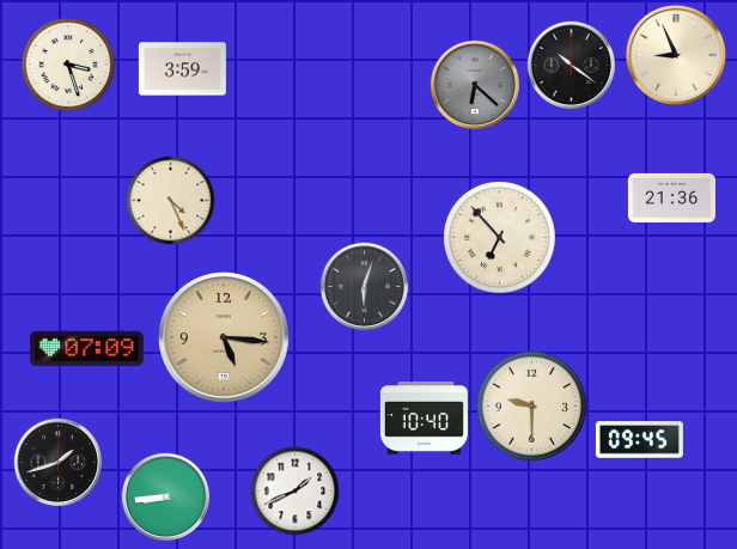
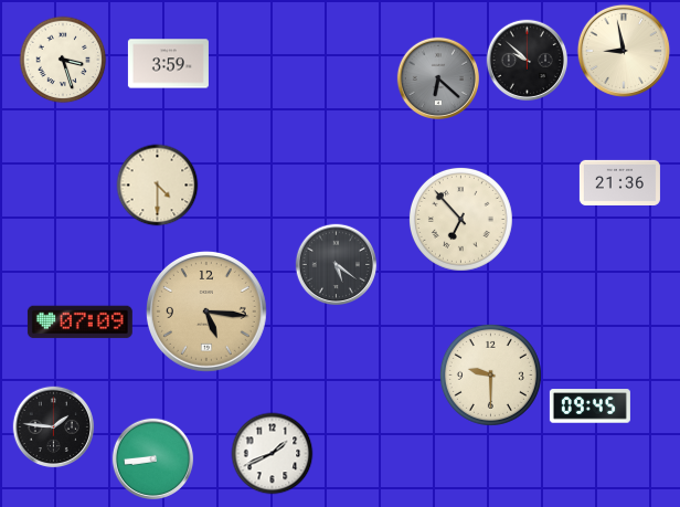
clock at (676, 55): 8:56 -> 8:58
clock at (572, 66): 10:21 -> 9:52
clock at (171, 201): 4:26 -> 4:30
clock at (365, 287): 6:03 -> 5:21
clock at (424, 417): 10:40 -> none
clock at (59, 463): 1:42 -> 1:46
